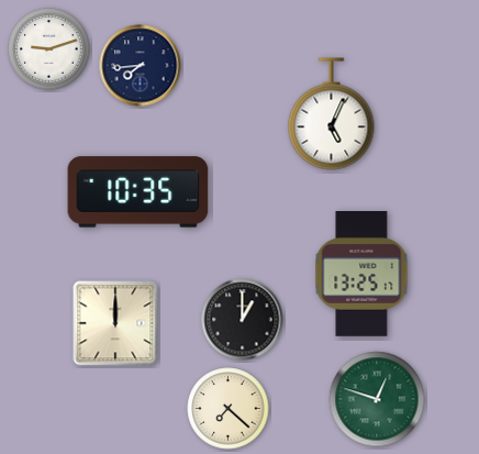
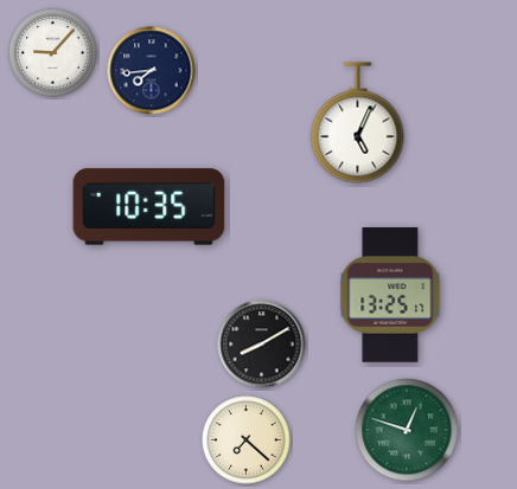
clock at (49, 49): 9:12 -> 9:07
clock at (243, 320): 1:00 -> 8:10
clock at (115, 323): 12:00 -> none
